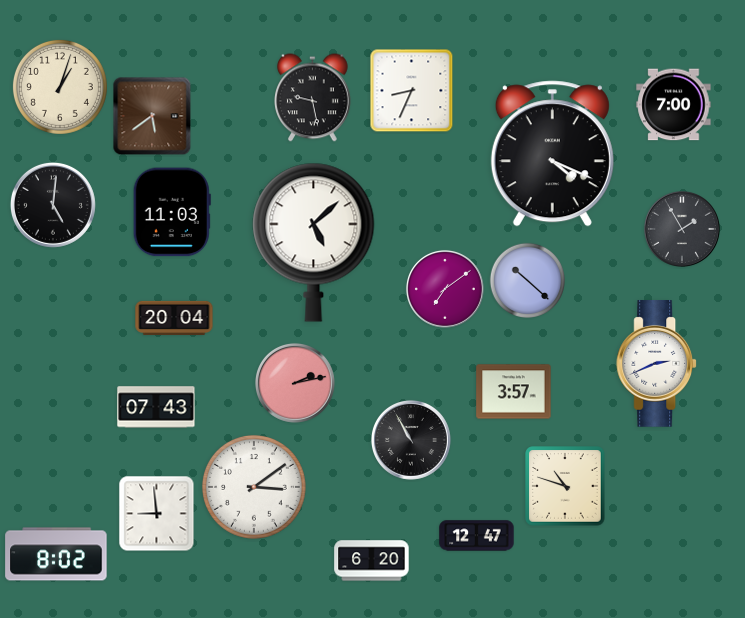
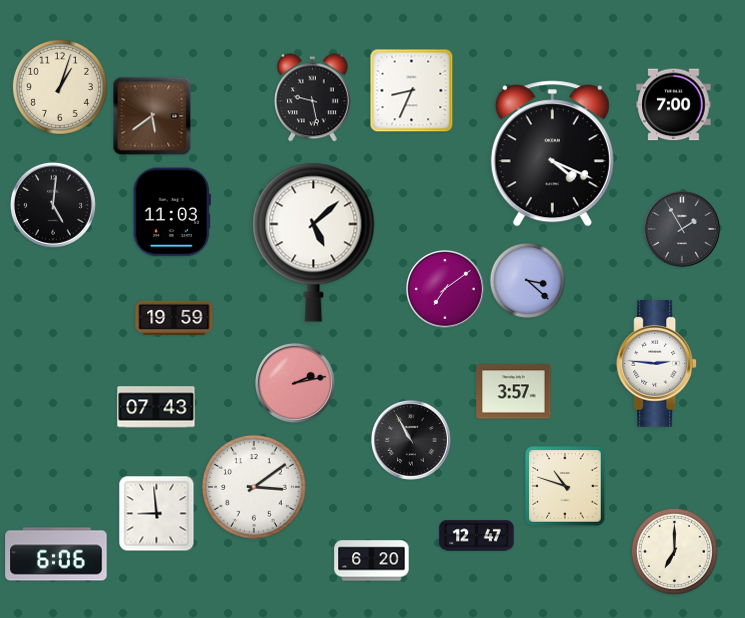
clock at (527, 280): 10:22 -> 3:22
clock at (174, 318): 20:04 -> 19:59
clock at (657, 364): 2:41 -> 2:46
clock at (674, 551): none -> 7:00
clock at (56, 554): 8:02 -> 6:06
